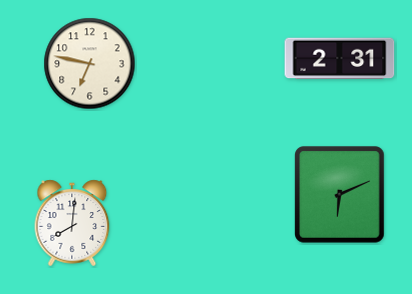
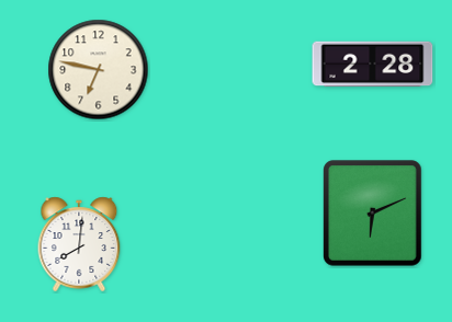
clock at (340, 59): 2:31 -> 2:28
